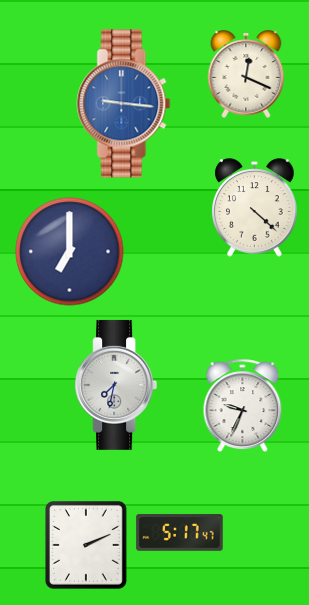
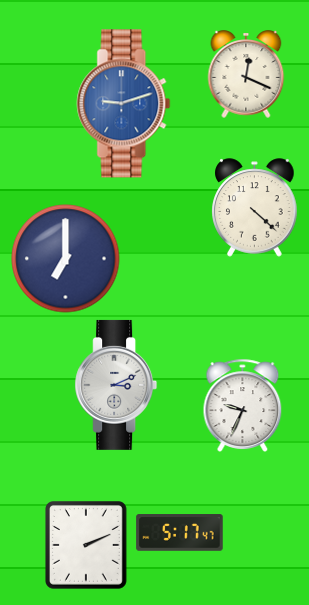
clock at (124, 104): 9:16 -> 9:12
clock at (70, 252) position: (70, 252) -> (66, 259)
clock at (116, 385): 7:32 -> 3:11
